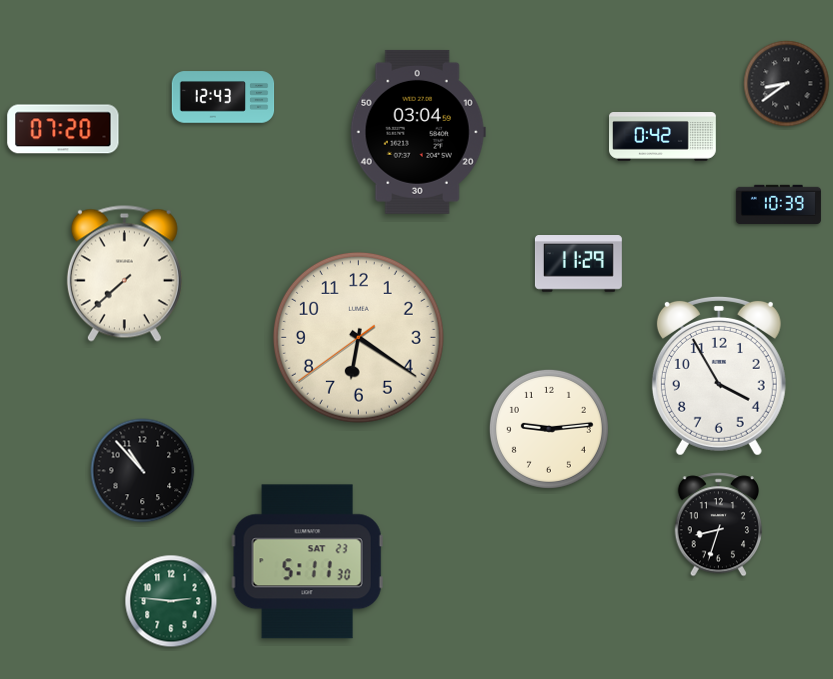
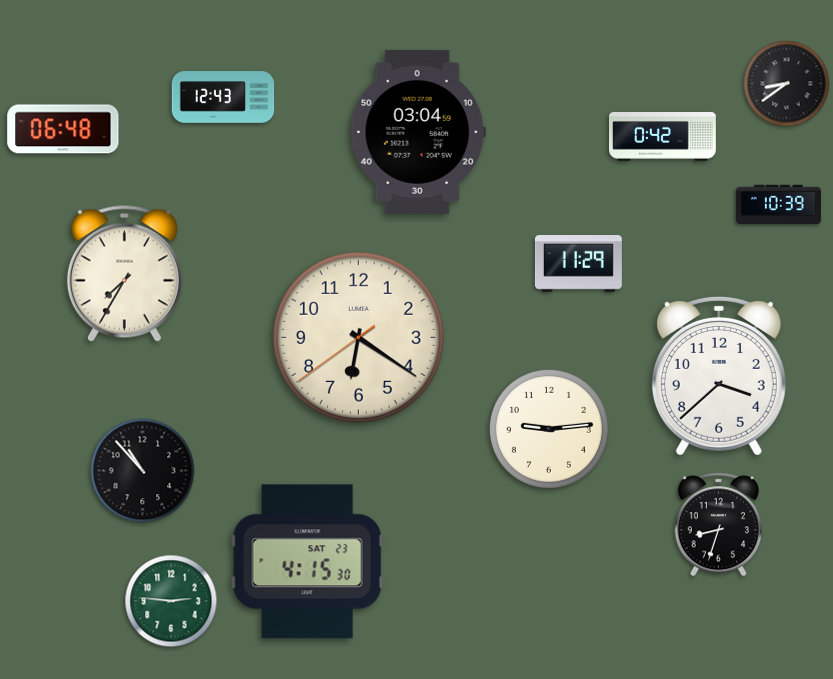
clock at (63, 129): 07:20 -> 06:48
clock at (124, 273): 7:38 -> 7:35
clock at (719, 376): 3:55 -> 3:38
clock at (307, 562): 5:11 -> 4:15
